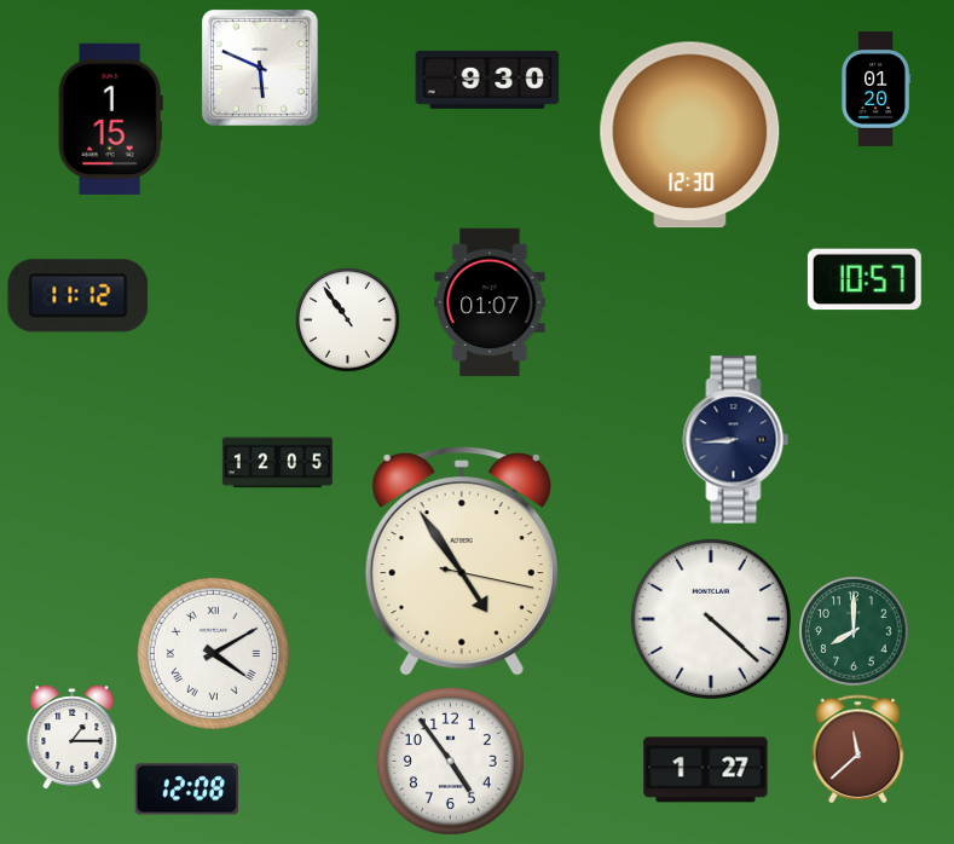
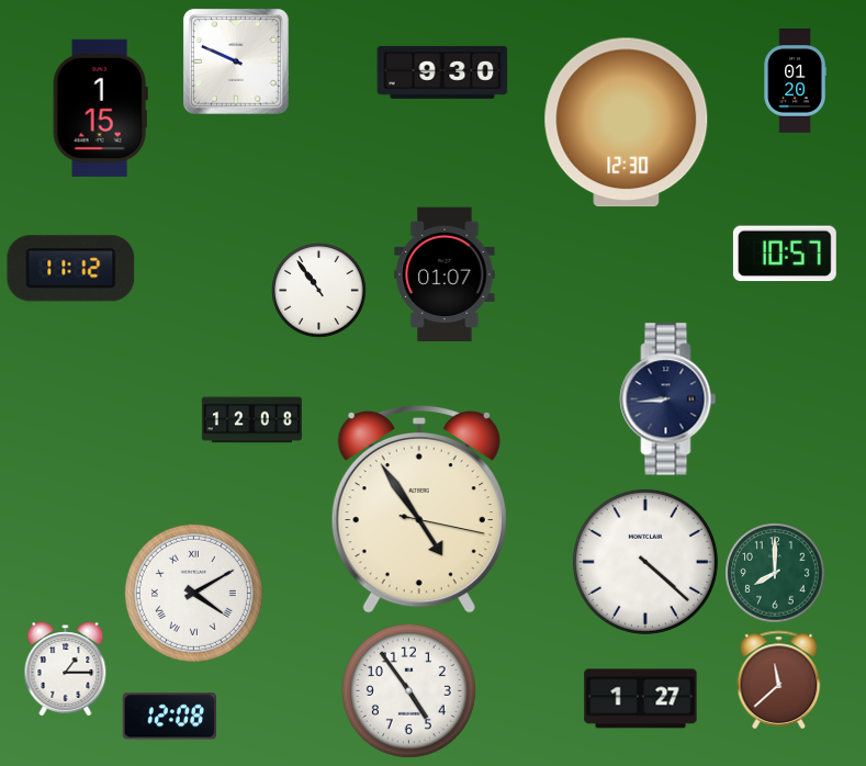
clock at (260, 68): 5:49 -> 9:49
clock at (348, 320) position: (348, 320) -> (319, 291)
clock at (277, 463): 12:05 -> 12:08
